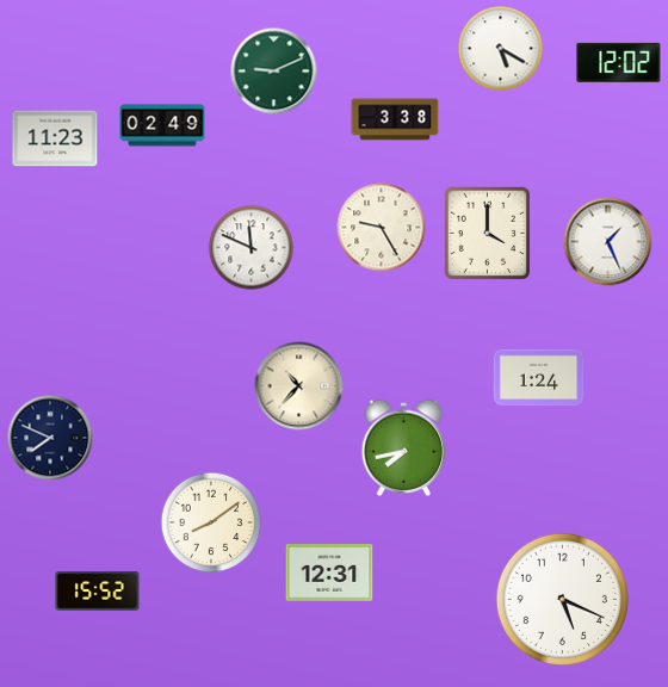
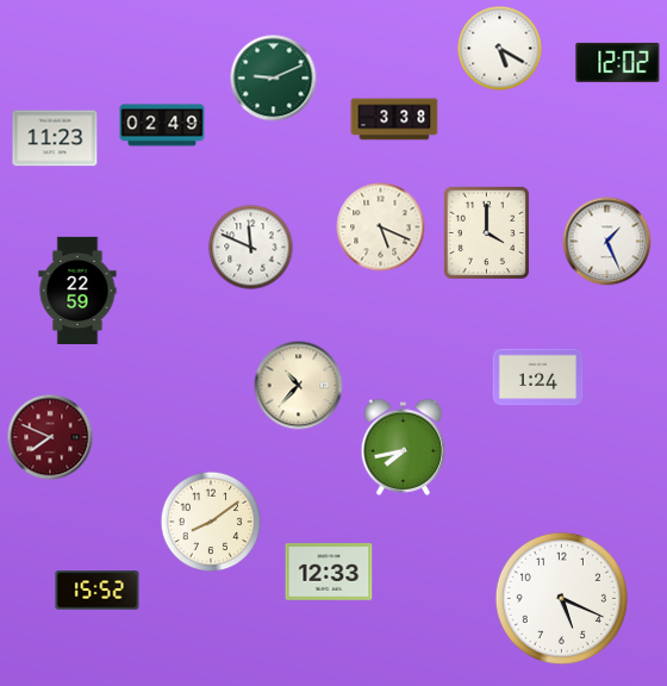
clock at (274, 72) position: (274, 72) -> (274, 79)
clock at (382, 228): 9:25 -> 5:19
clock at (77, 291): none -> 22:59
clock at (50, 438) dial: navy -> burgundy
clock at (329, 574): 12:31 -> 12:33
